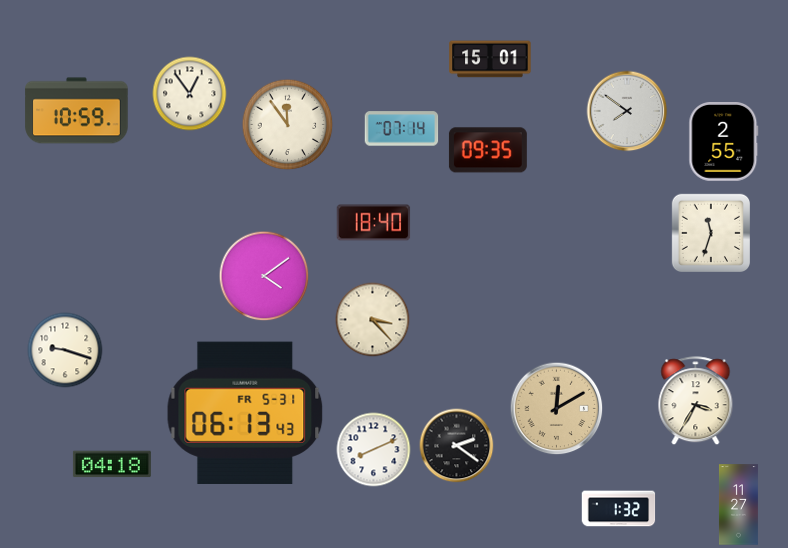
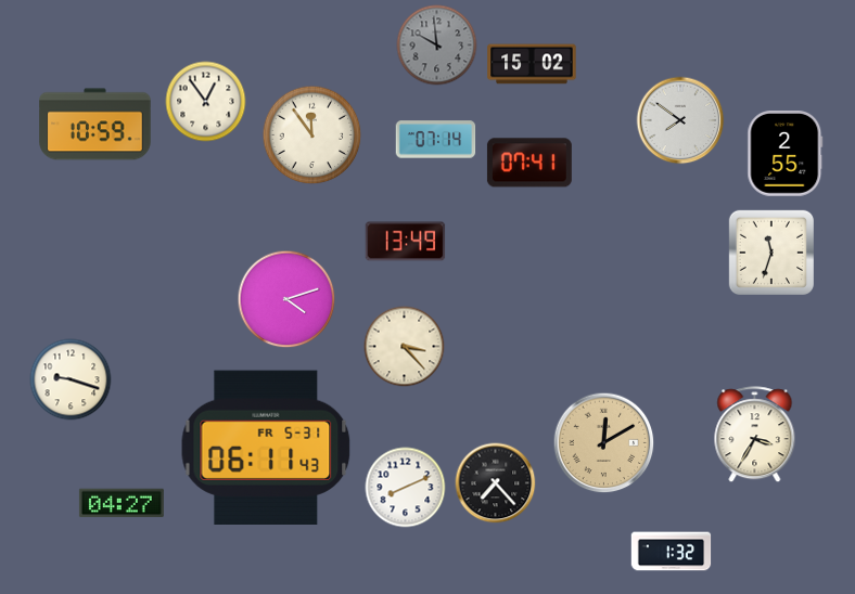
clock at (437, 46): none -> 9:59
clock at (490, 59): 15:01 -> 15:02
clock at (77, 111) position: (77, 111) -> (95, 125)
clock at (488, 150): 09:35 -> 07:41
clock at (374, 223): 18:40 -> 13:49
clock at (264, 276): 4:09 -> 4:12
clock at (245, 413): 06:13 -> 06:11
clock at (457, 446): 2:21 -> 7:23
clock at (112, 464): 04:18 -> 04:27
clock at (738, 505): 11:27 -> none
